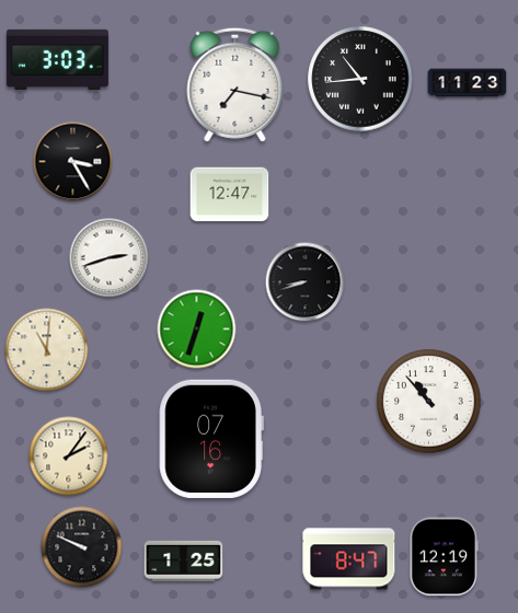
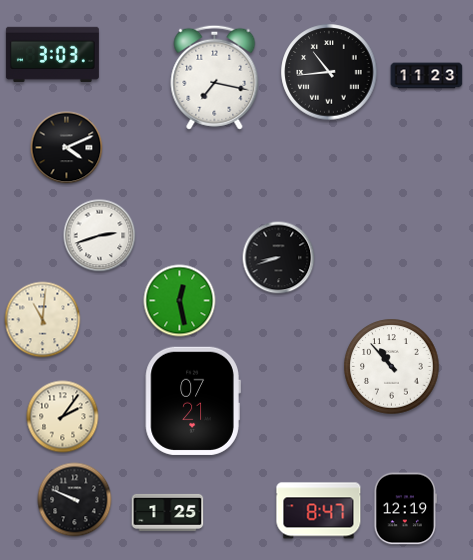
clock at (73, 162): 3:25 -> 4:11
clock at (230, 195): 12:47 -> none
clock at (197, 329): 12:33 -> 12:28
clock at (211, 439): 07:16 -> 07:21
